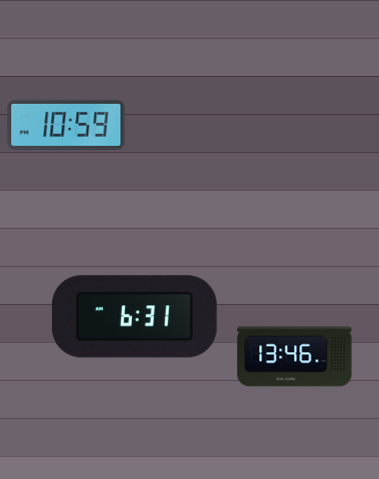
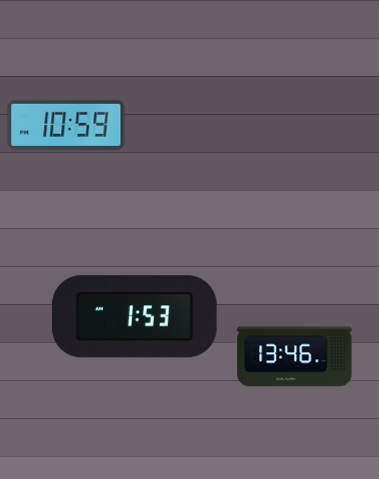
clock at (134, 317): 6:31 -> 1:53
